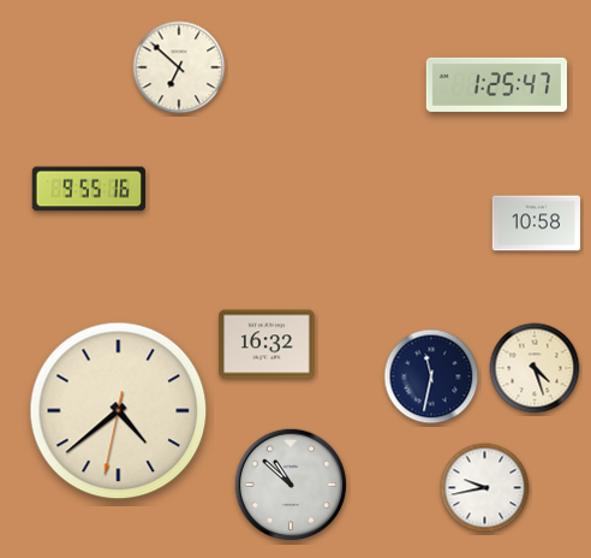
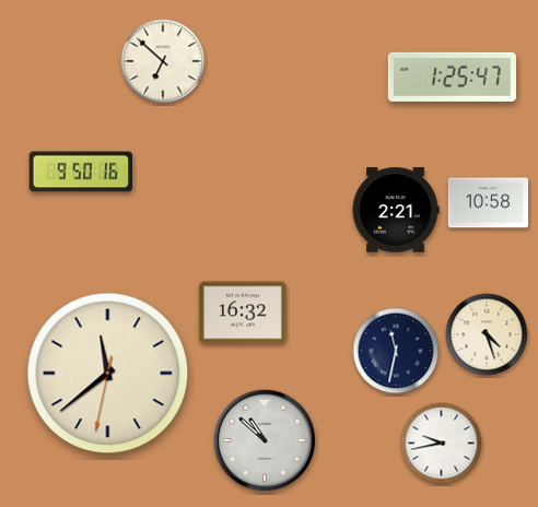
clock at (88, 189): 9:55 -> 9:50
clock at (396, 210): none -> 2:21
clock at (431, 376) position: (431, 376) -> (396, 351)
clock at (119, 411): 4:38 -> 11:38
